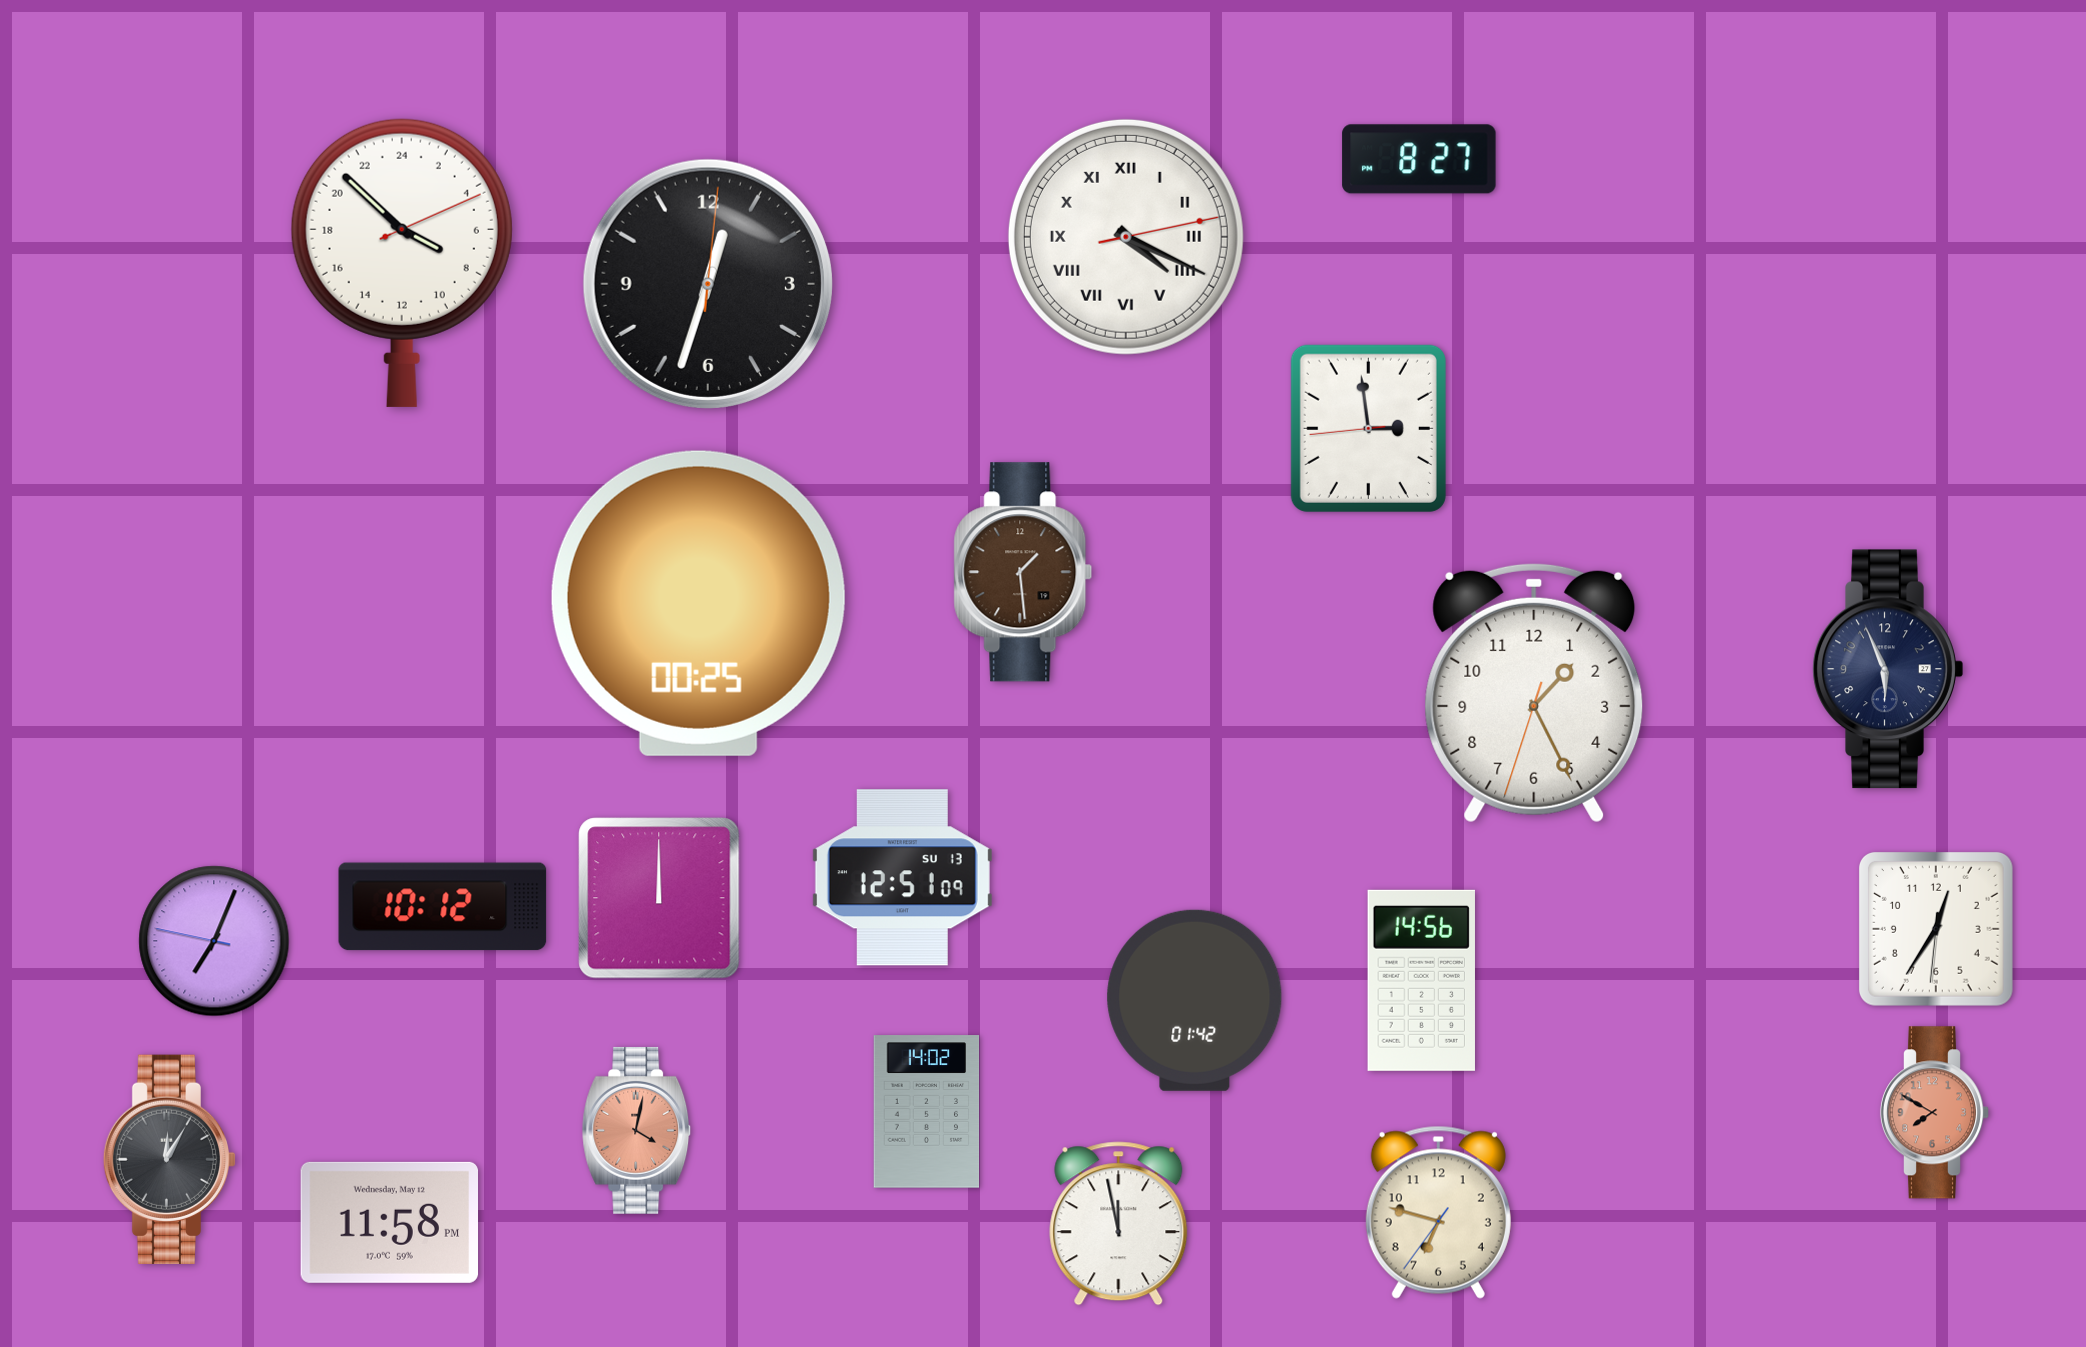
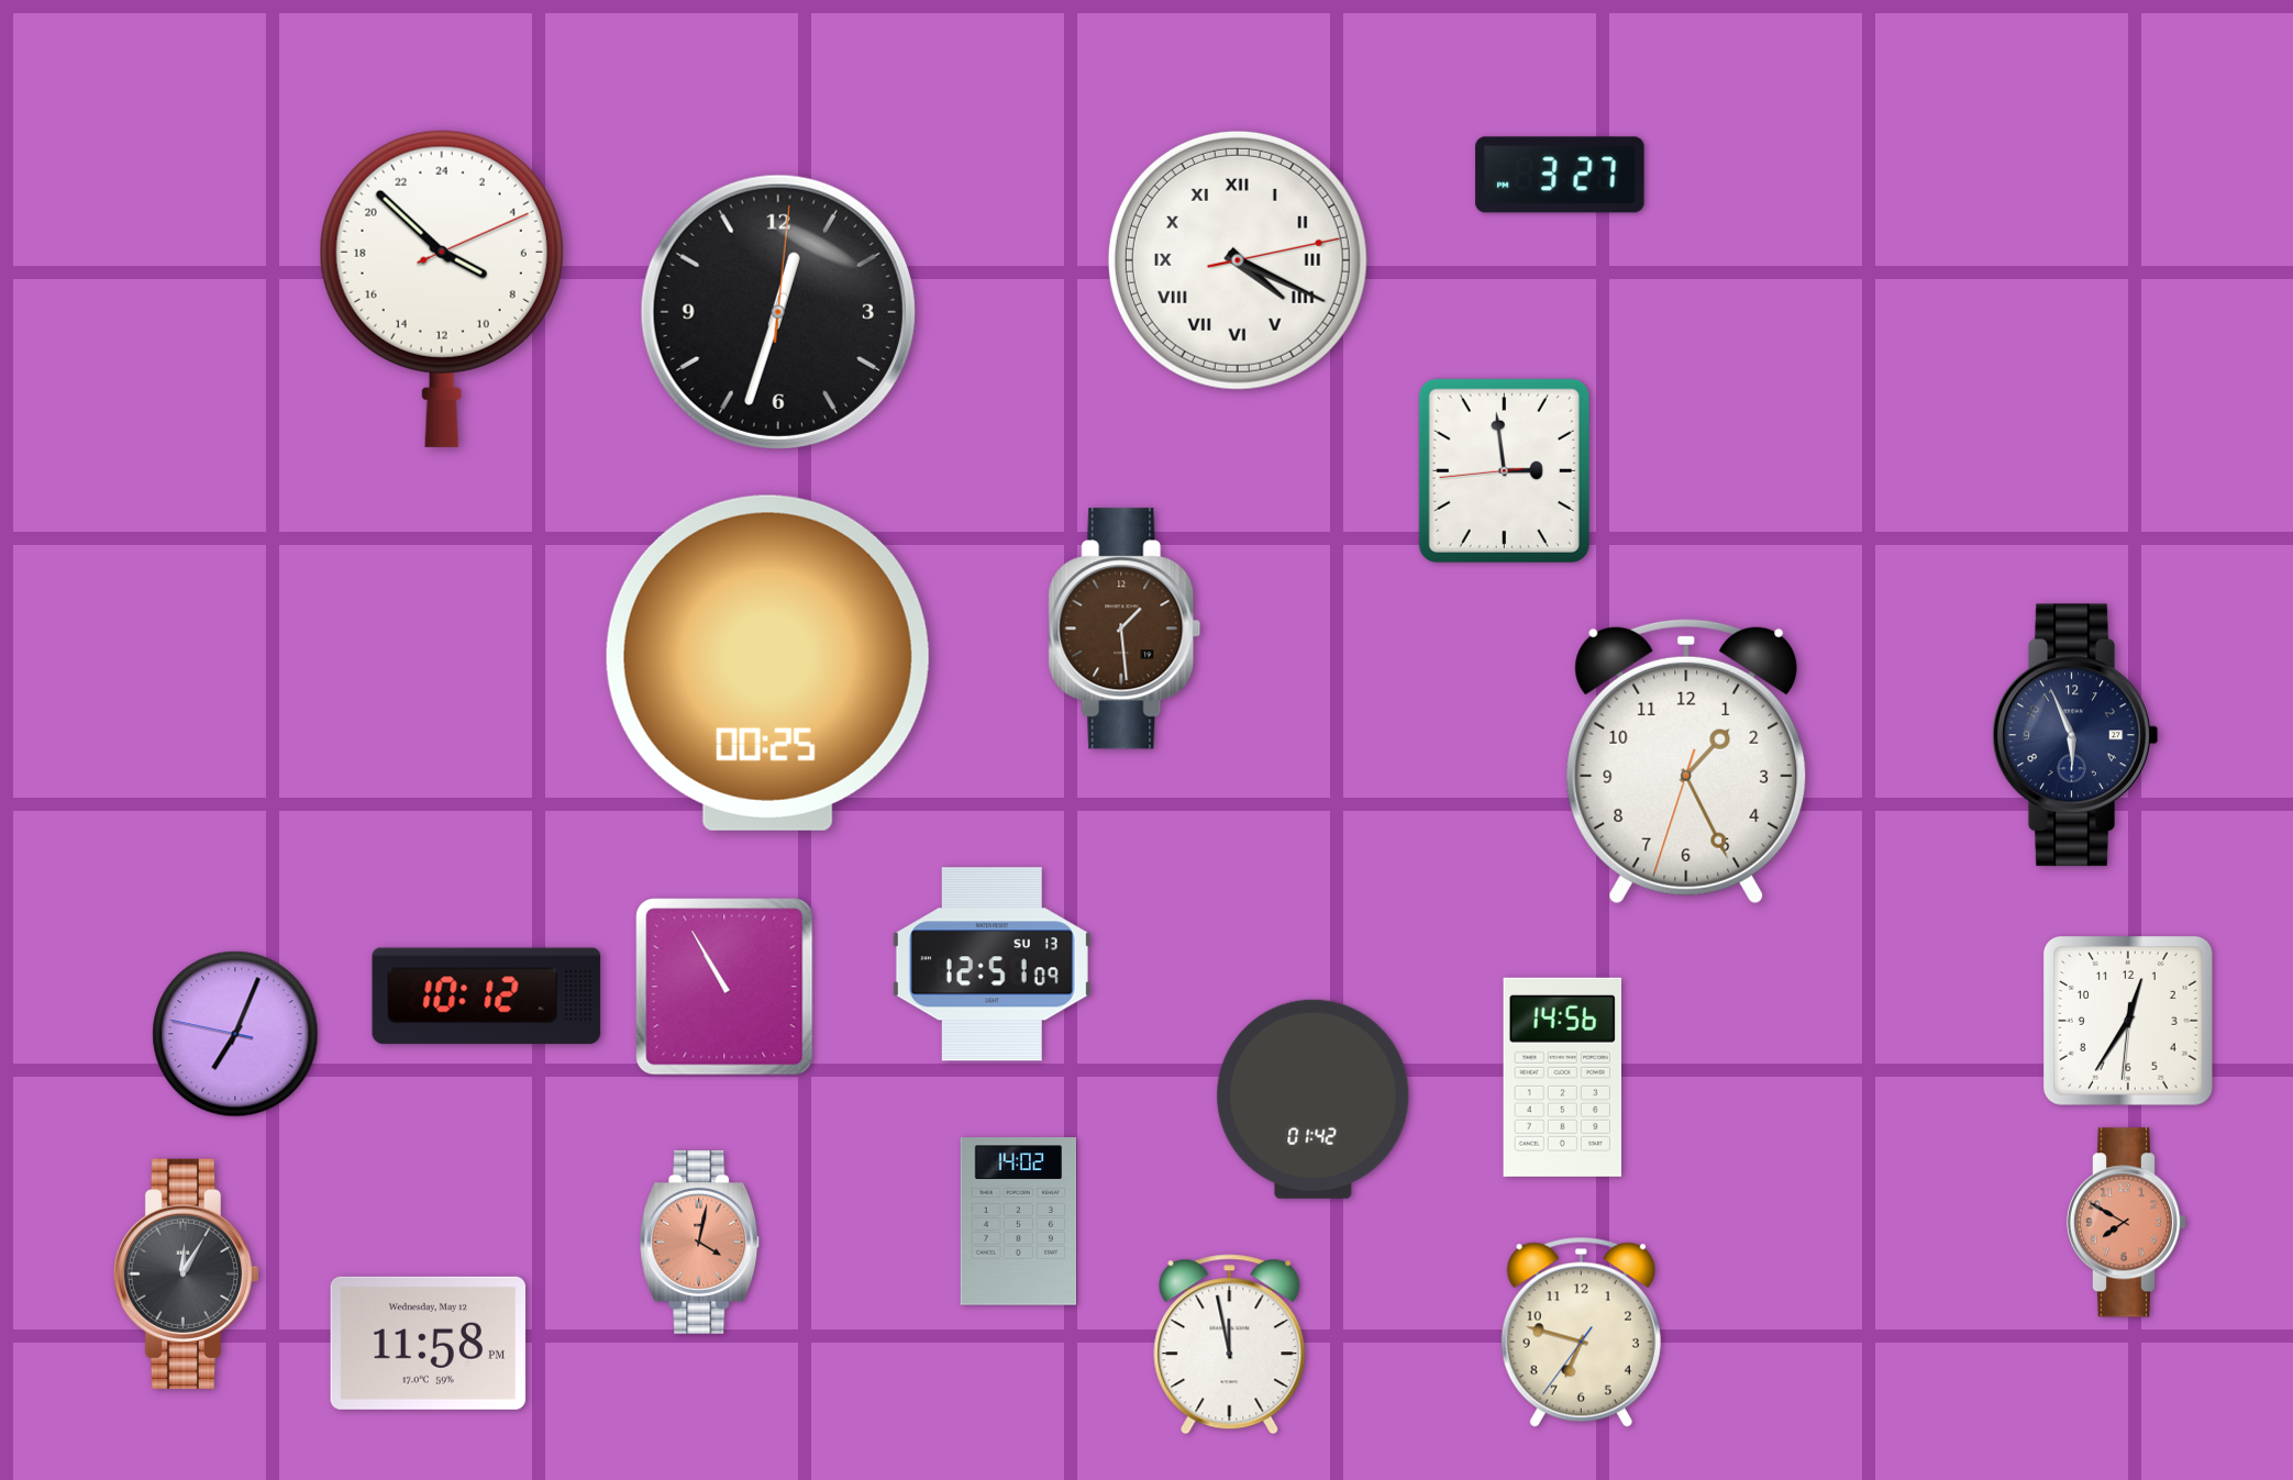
clock at (1419, 159): 8:27 -> 3:27
clock at (659, 898): 12:00 -> 10:55
